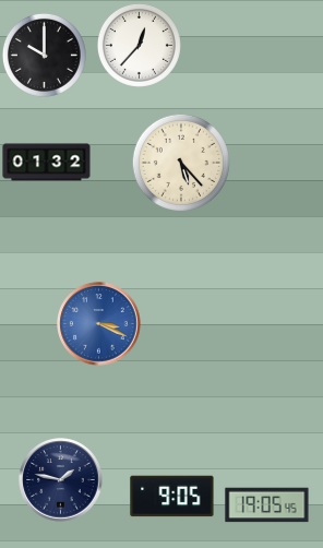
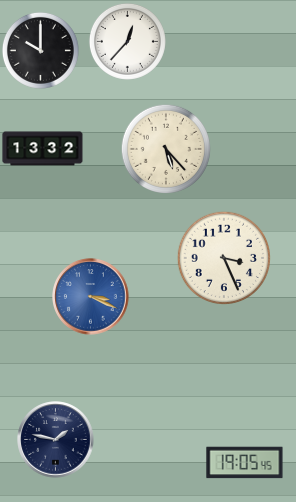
clock at (47, 163): 01:32 -> 13:32
clock at (223, 257): none -> 3:26
clock at (172, 497): 9:05 -> none
